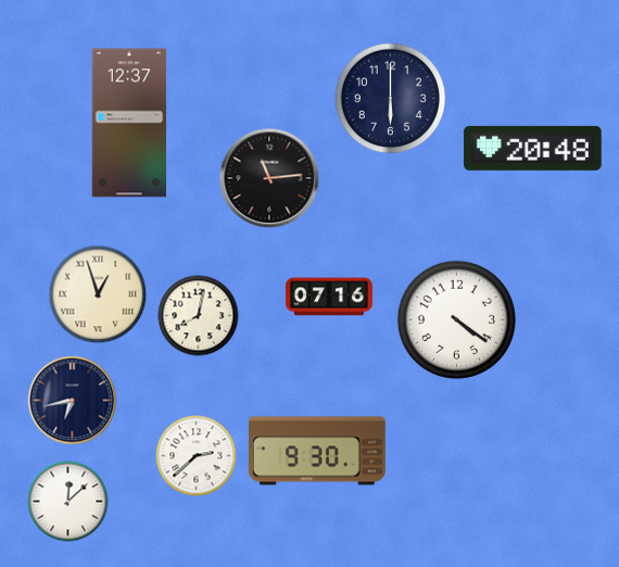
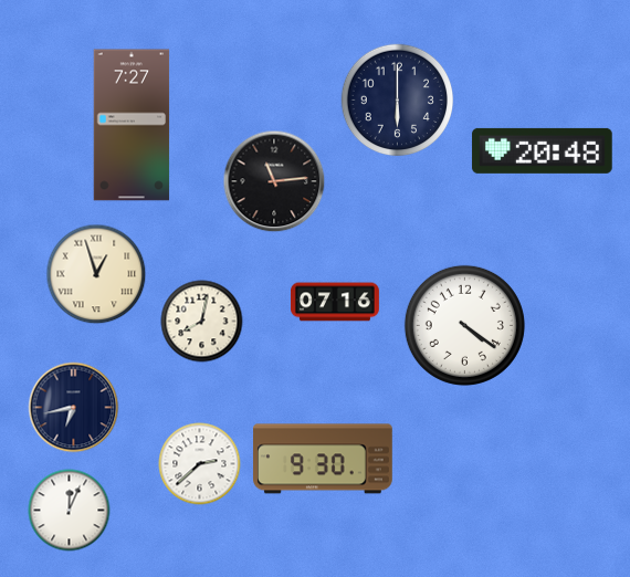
clock at (129, 123): 12:37 -> 7:27
clock at (98, 294) position: (98, 294) -> (96, 274)
clock at (68, 502): 12:08 -> 12:04
